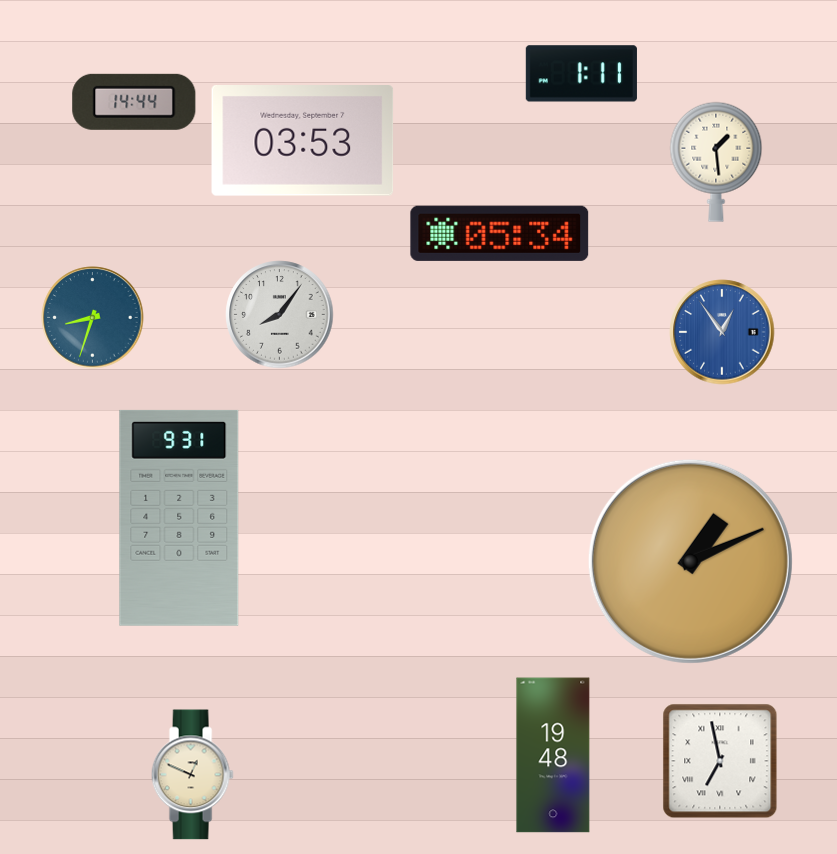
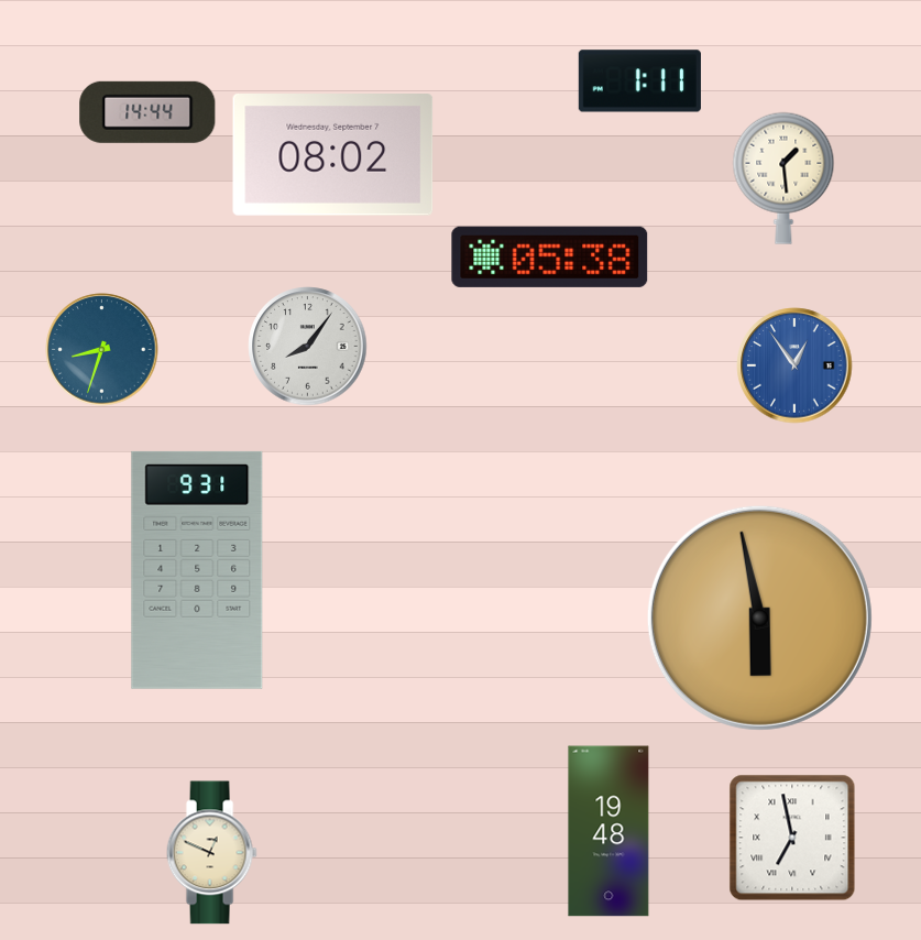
clock at (303, 141): 03:53 -> 08:02
clock at (716, 162) position: (716, 162) -> (783, 178)
clock at (500, 233): 05:34 -> 05:38
clock at (690, 561): 1:11 -> 5:58
